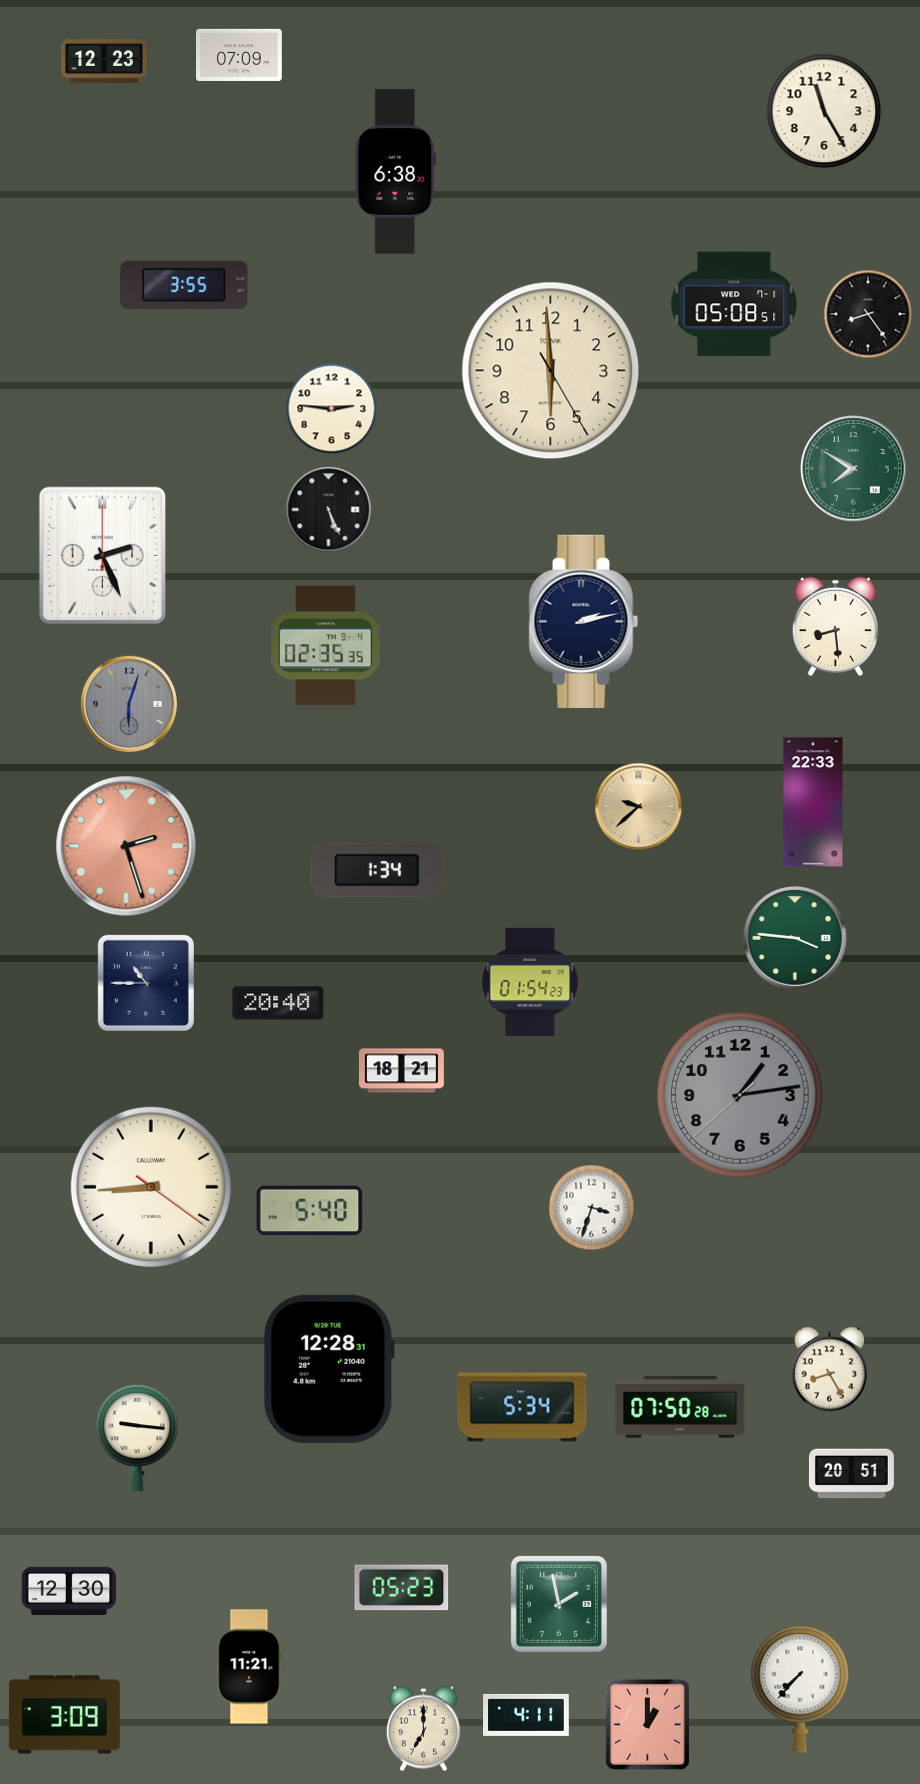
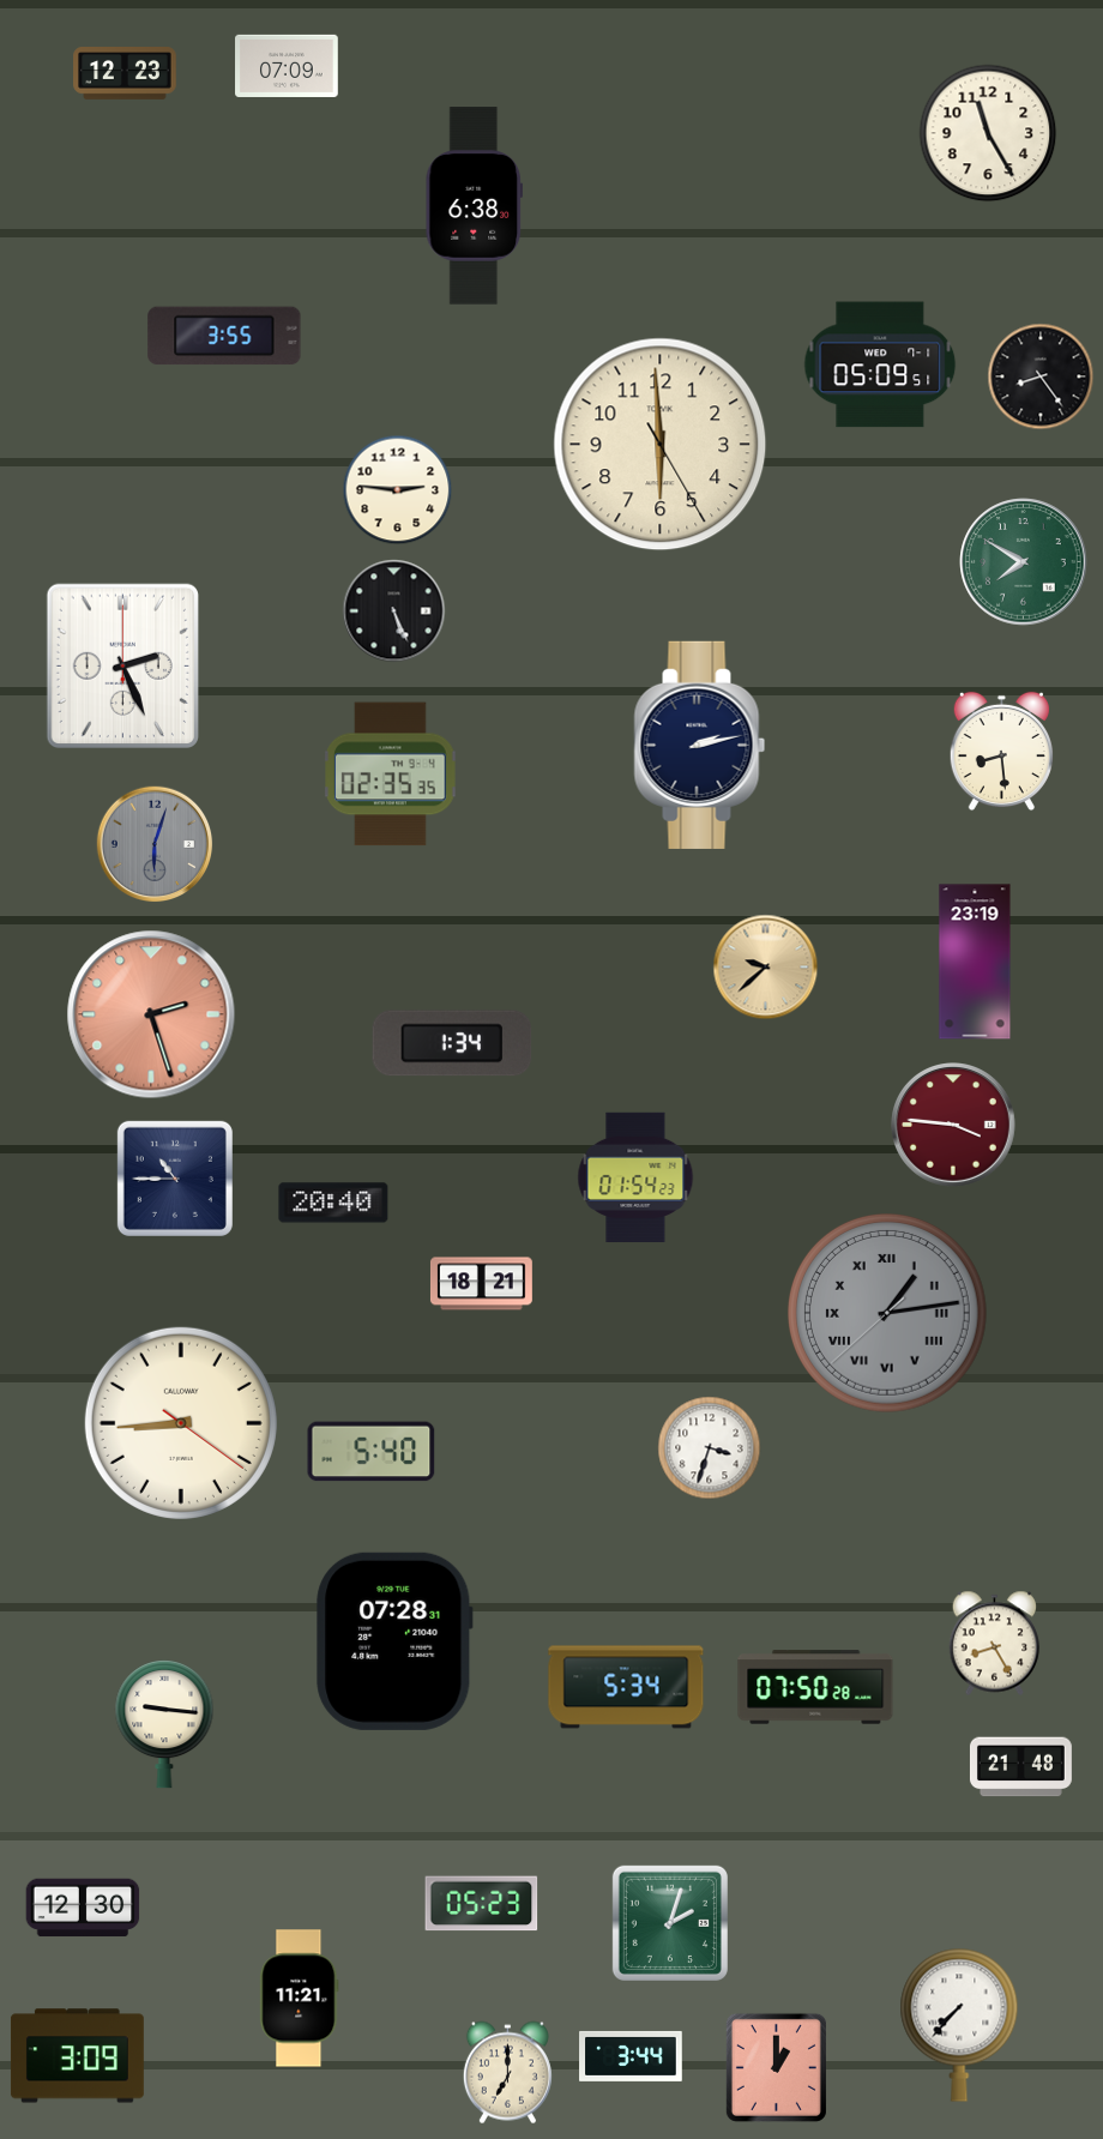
clock at (184, 285) position: (184, 285) -> (224, 336)
clock at (734, 304): 05:08 -> 05:09
clock at (813, 802): 22:33 -> 23:19
clock at (796, 939) dial: green -> burgundy
clock at (740, 1095) numerals: Arabic -> Roman
clock at (329, 1369): 12:28 -> 07:28
clock at (851, 1474): 20:51 -> 21:48
clock at (559, 1604): 1:58 -> 2:03
clock at (526, 1715): 4:11 -> 3:44
